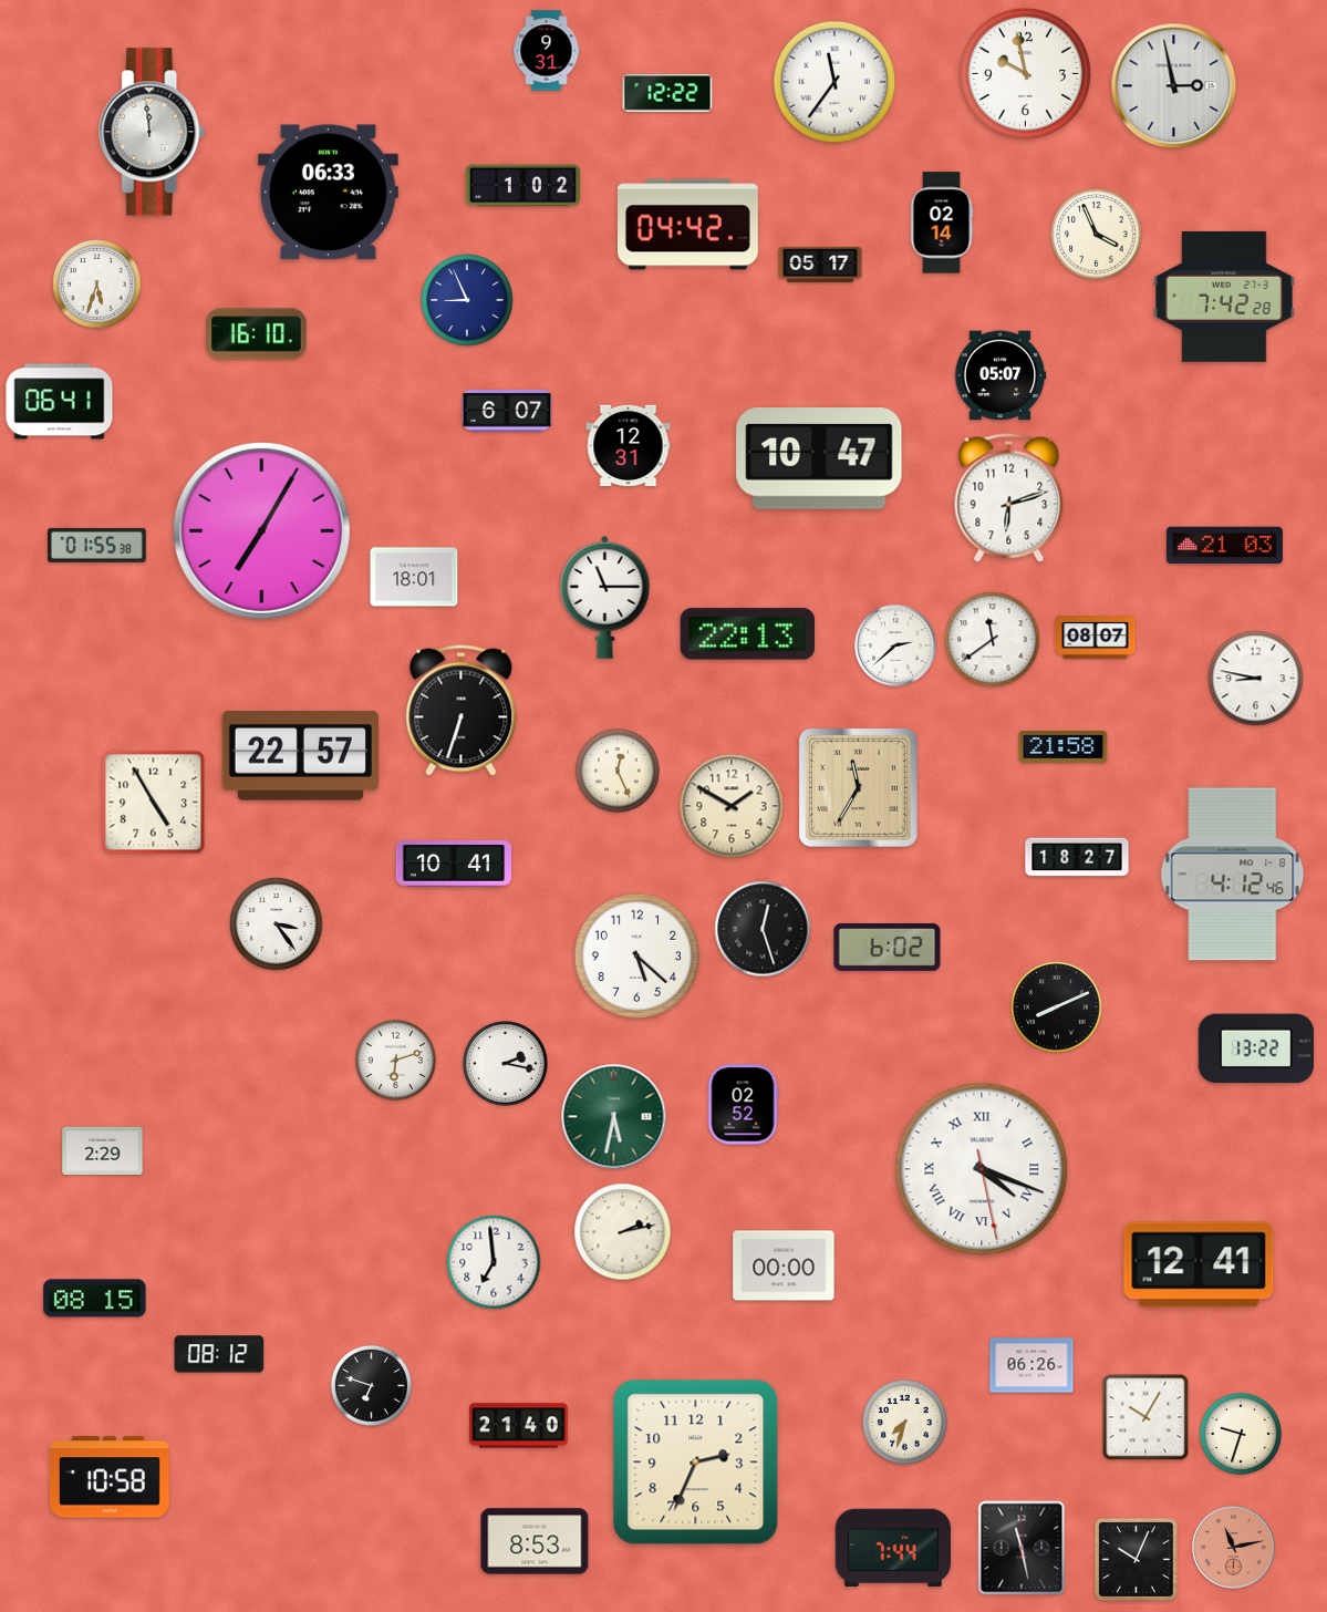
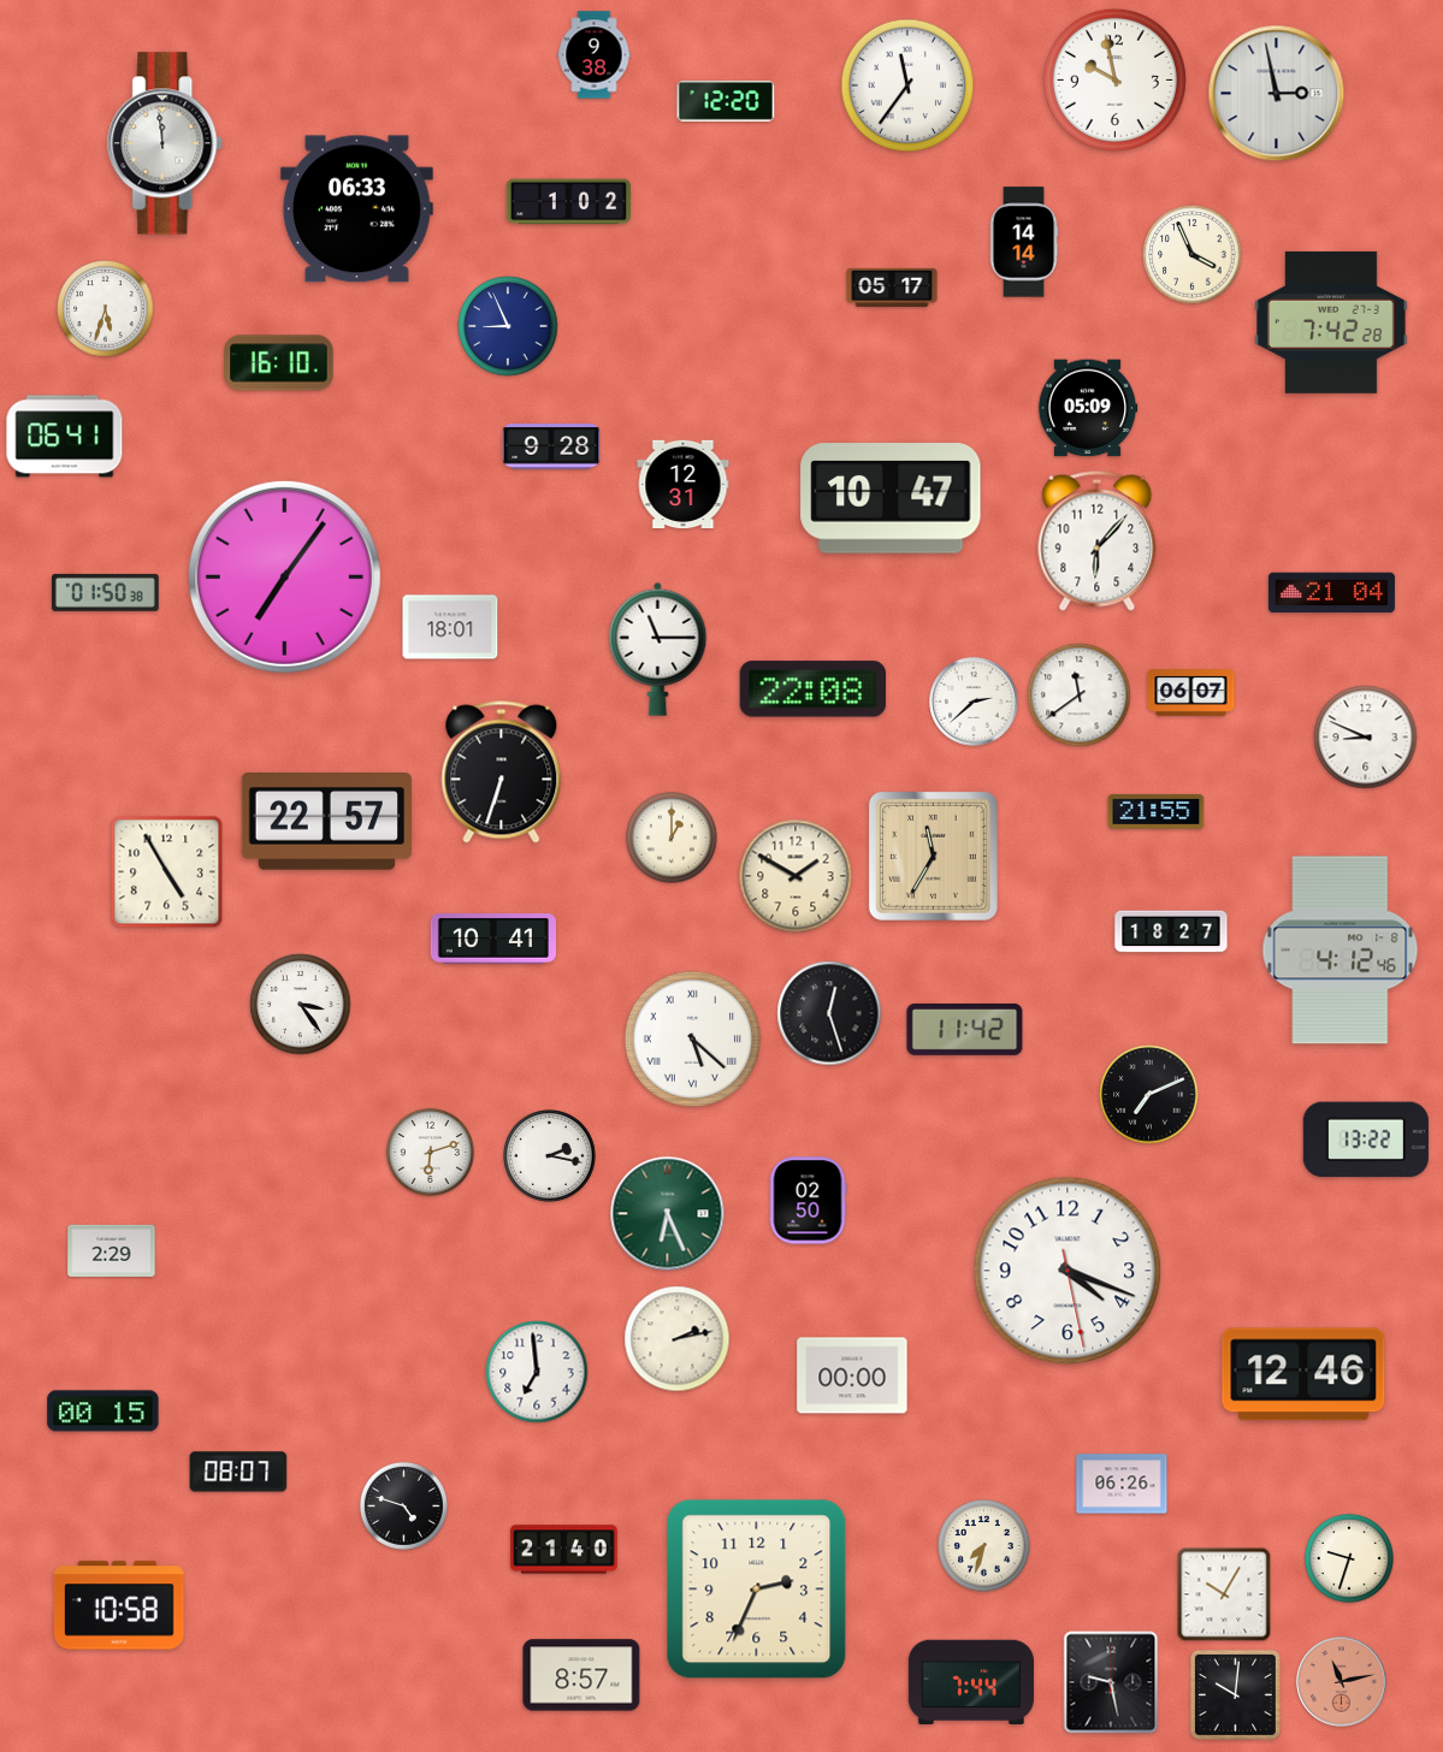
clock at (547, 51): 9:31 -> 9:38
clock at (834, 82) position: (834, 82) -> (907, 85)
clock at (667, 94): 12:22 -> 12:20
clock at (942, 223): 02:14 -> 14:14
clock at (687, 225): 04:42 -> none
clock at (1001, 375): 05:07 -> 05:09
clock at (507, 411): 6:07 -> 9:28
clock at (1009, 497): 6:12 -> 6:07
clock at (261, 530): 7:05 -> 7:06
clock at (97, 545): 01:55 -> 01:50
clock at (1224, 546): 21:03 -> 21:04
clock at (747, 634): 22:13 -> 22:08
clock at (1096, 638): 08:07 -> 06:07
clock at (1256, 679): 8:47 -> 8:49
clock at (1064, 746): 21:58 -> 21:55
clock at (619, 772): 12:26 -> 1:00
clock at (763, 929) position: (763, 929) -> (829, 1013)
clock at (888, 948): 6:02 -> 11:42
clock at (637, 957) numerals: Arabic -> Roman
clock at (1057, 1008): 8:11 -> 7:11
clock at (743, 1105): 02:52 -> 02:50
clock at (614, 1117): 5:32 -> 6:26
clock at (982, 1169) numerals: Roman -> Arabic
clock at (1199, 1264): 12:41 -> 12:46
clock at (95, 1299): 08:15 -> 00:15
clock at (219, 1354): 08:12 -> 08:07
clock at (371, 1385): 6:48 -> 4:48
clock at (1145, 1417) position: (1145, 1417) -> (1224, 1594)
clock at (535, 1541): 8:53 -> 8:57
clock at (1022, 1548): 11:28 -> 9:28
clock at (1136, 1559): 10:04 -> 10:01
